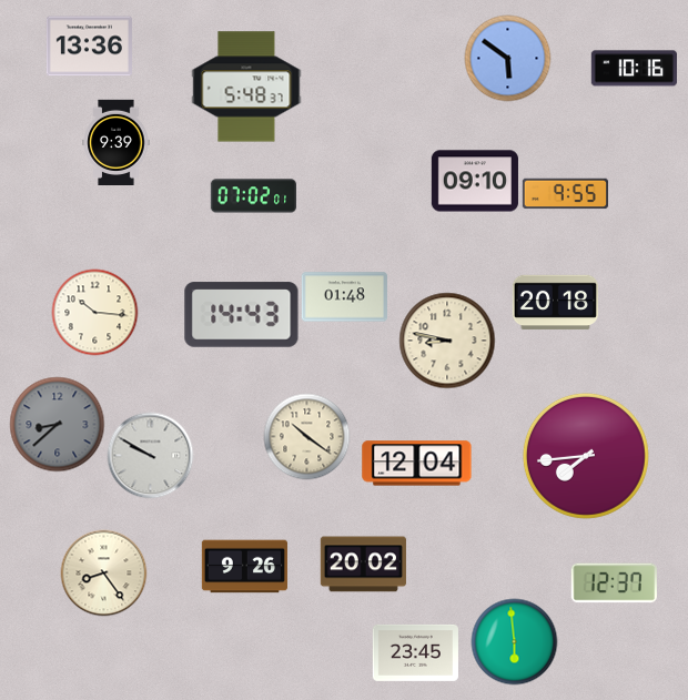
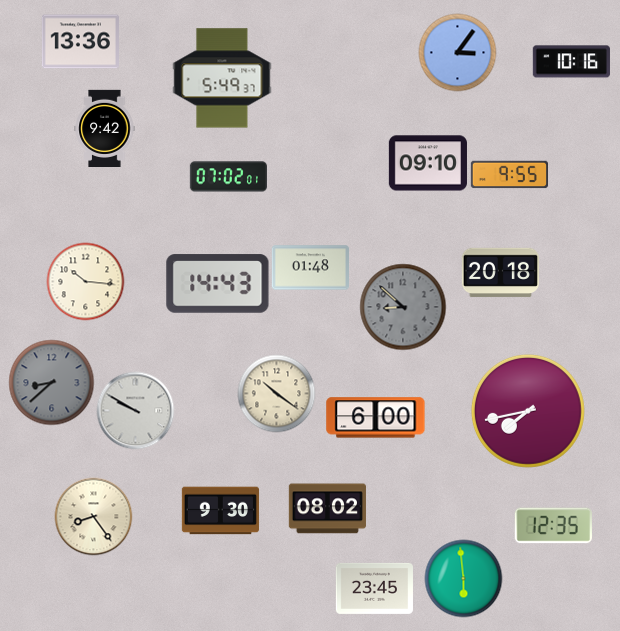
clock at (507, 58): 5:51 -> 3:06
clock at (246, 87): 5:48 -> 5:49
clock at (117, 142): 9:39 -> 9:42
clock at (447, 341): 8:47 -> 8:52
clock at (447, 341) dial: cream -> grey
clock at (586, 456): 7:44 -> 7:43
clock at (417, 464): 12:04 -> 6:00
clock at (363, 565): 20:02 -> 08:02
clock at (244, 567): 9:26 -> 9:30
clock at (614, 584): 12:37 -> 12:35
